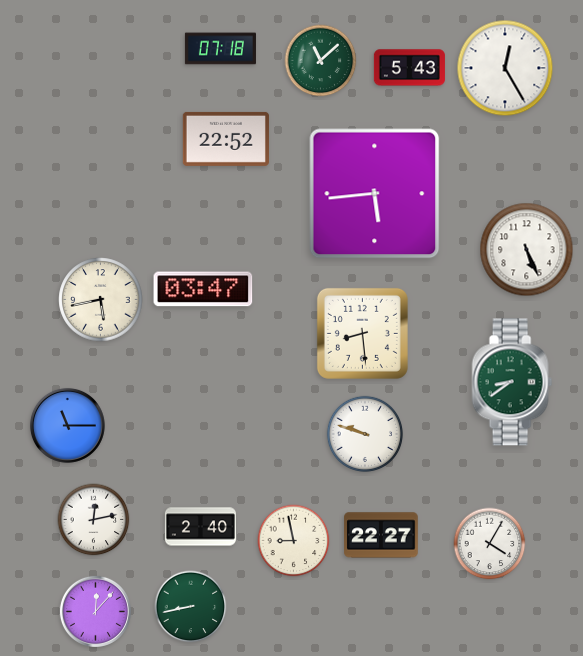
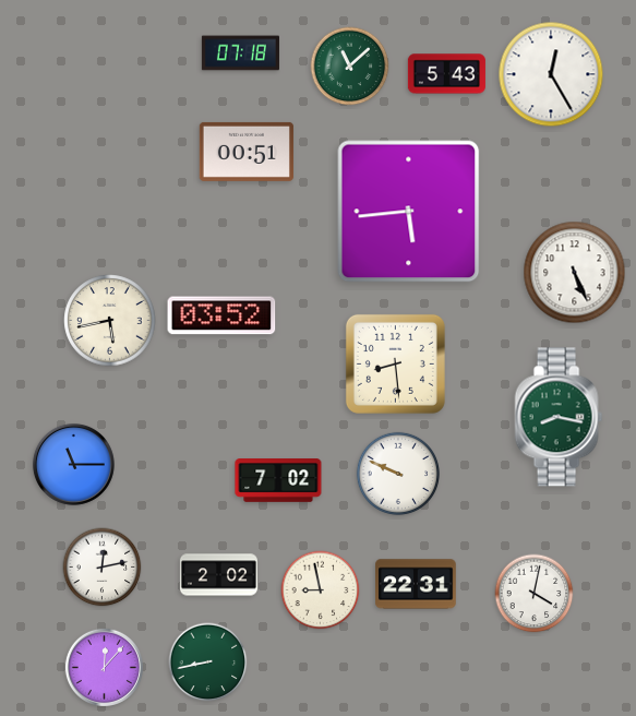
clock at (226, 139): 22:52 -> 00:51
clock at (203, 289): 03:47 -> 03:52
clock at (101, 300) position: (101, 300) -> (110, 321)
clock at (512, 382): 8:39 -> 8:17
clock at (365, 434): 9:48 -> 9:49
clock at (278, 481): none -> 7:02
clock at (200, 527): 2:40 -> 2:02
clock at (381, 535): 22:27 -> 22:31
clock at (490, 544): 4:05 -> 4:02
